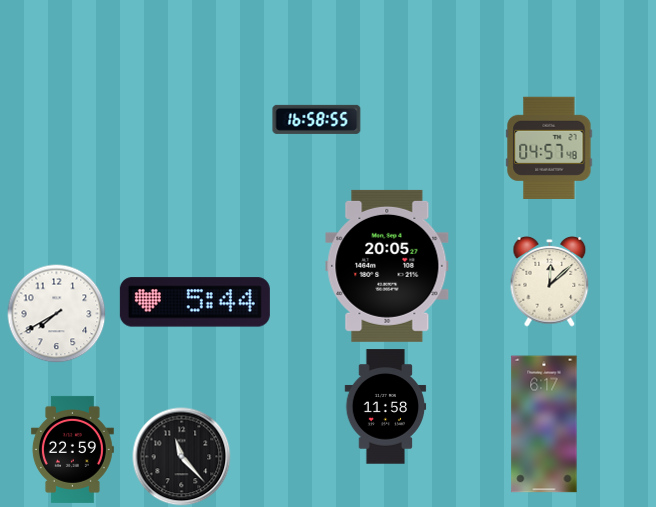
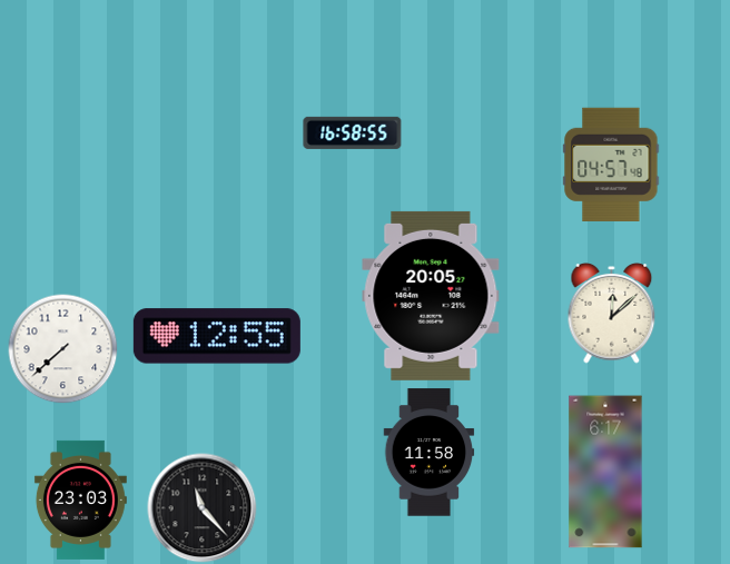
clock at (195, 302): 5:44 -> 12:55
clock at (57, 314): 7:40 -> 7:38
clock at (72, 449): 22:59 -> 23:03
